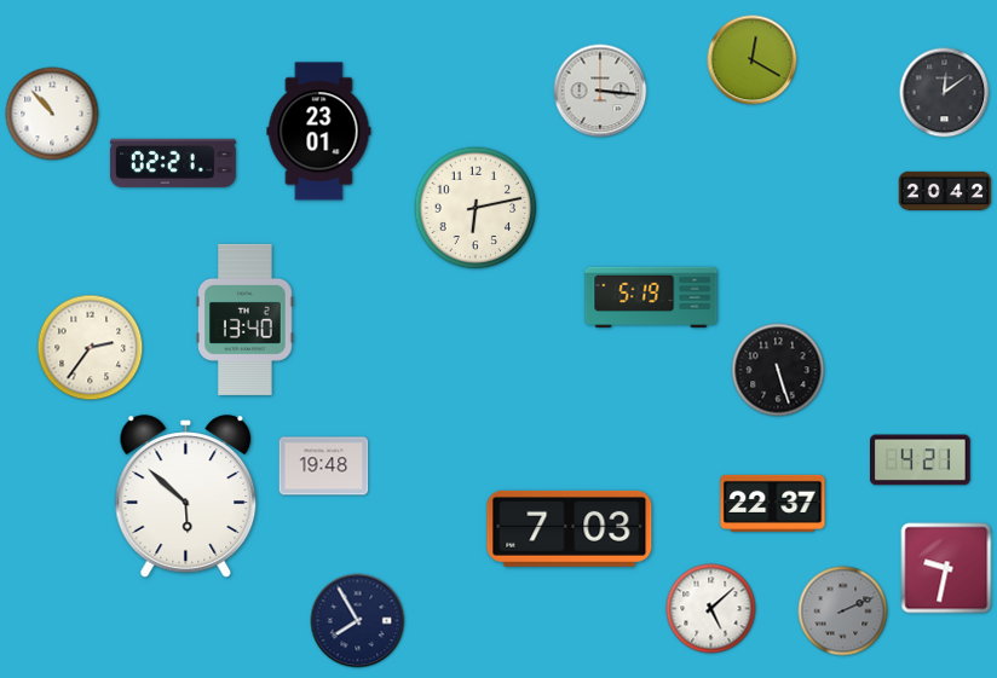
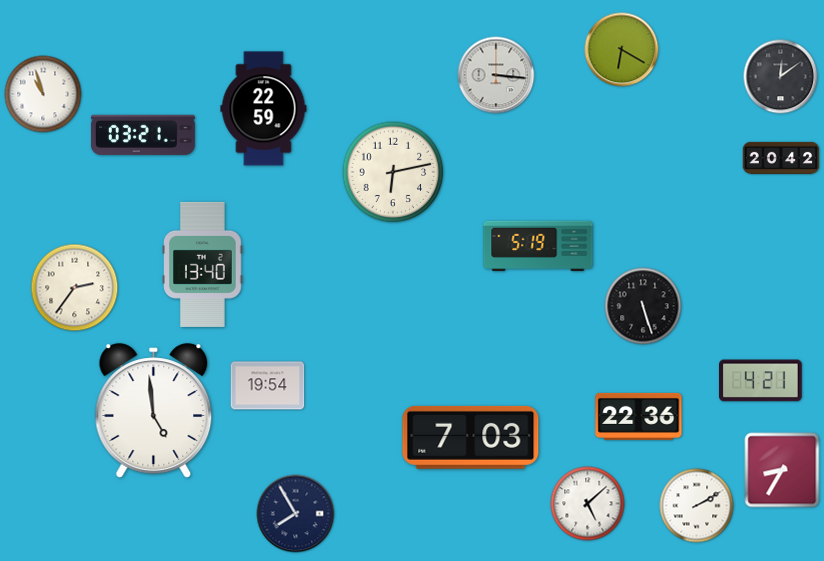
clock at (753, 60): 12:20 -> 6:20
clock at (52, 114): 10:53 -> 10:57
clock at (319, 132): 23:01 -> 22:59
clock at (173, 163): 02:21 -> 03:21
clock at (324, 467): 19:48 -> 19:54
clock at (186, 497): 5:52 -> 4:59
clock at (773, 503): 22:37 -> 22:36
clock at (946, 568): 9:32 -> 8:35
clock at (843, 612): 2:11 -> 2:10
clock at (843, 612) dial: grey -> white
